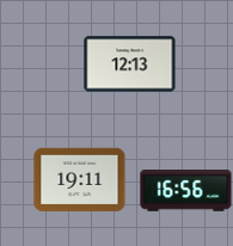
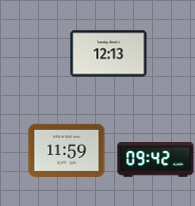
clock at (80, 179): 19:11 -> 11:59
clock at (186, 191): 16:56 -> 09:42
